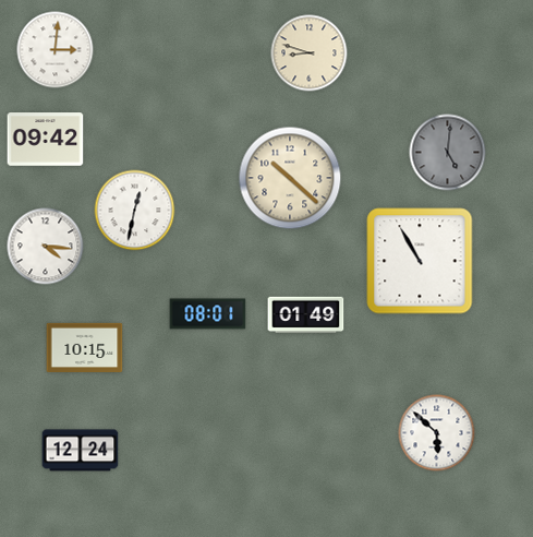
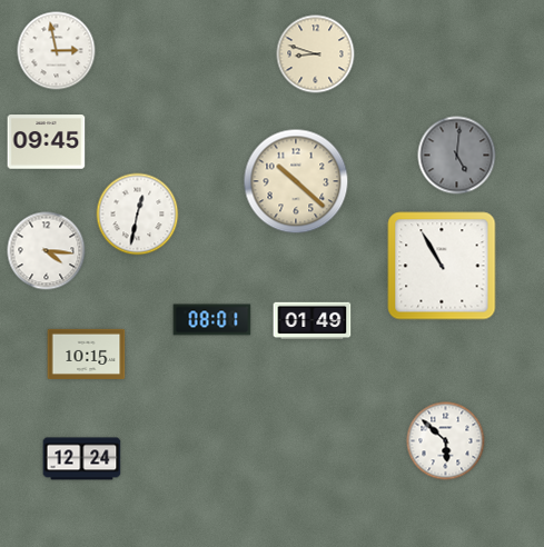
clock at (56, 50): 3:01 -> 2:58
clock at (46, 140): 09:42 -> 09:45
clock at (420, 261) position: (420, 261) -> (442, 266)
